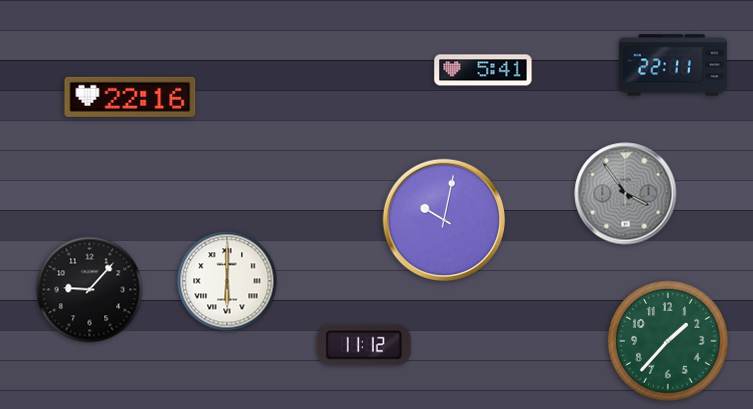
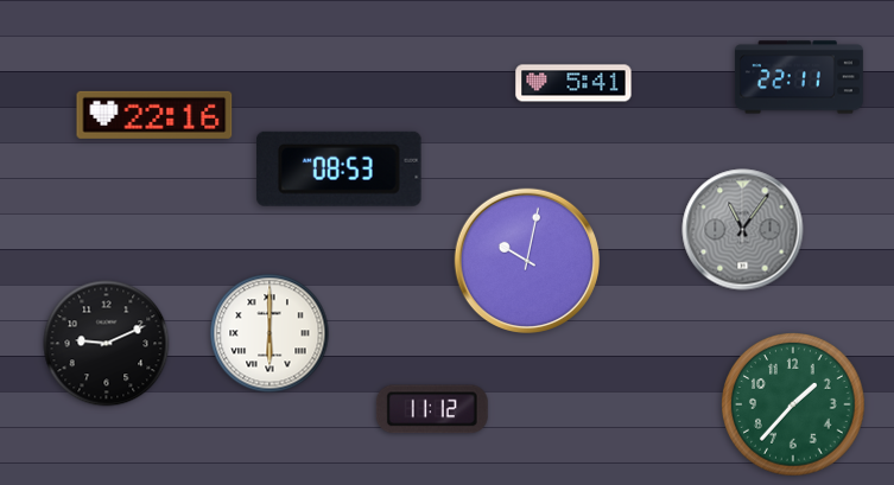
clock at (338, 168): none -> 08:53
clock at (626, 194): 3:54 -> 11:06
clock at (90, 290): 9:07 -> 9:11
